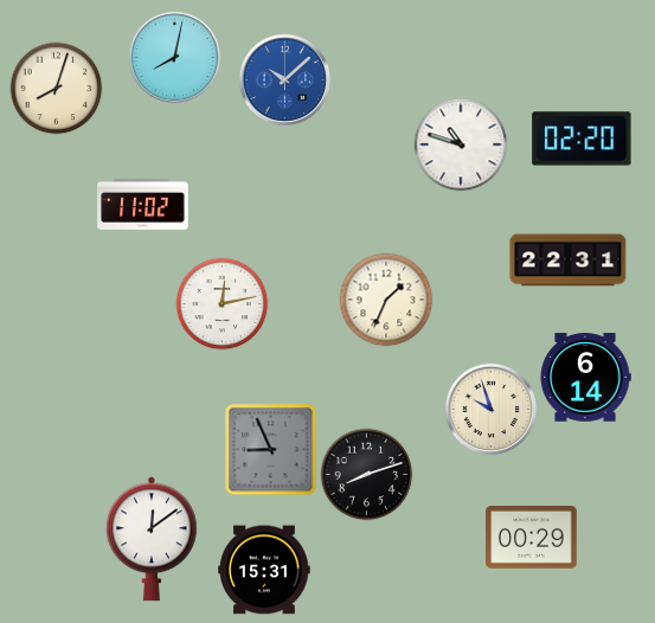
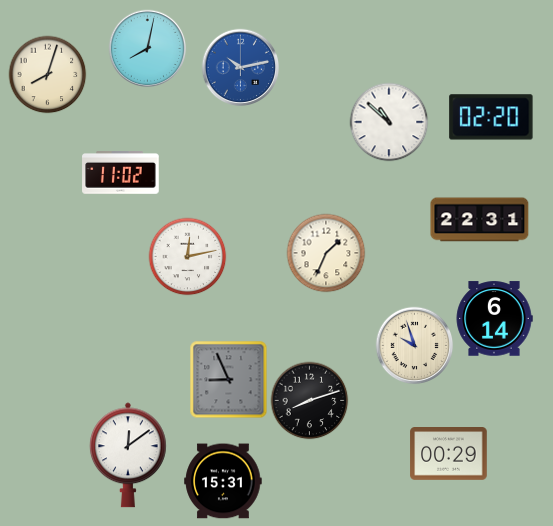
clock at (284, 79): 10:08 -> 10:13
clock at (461, 144): 10:48 -> 10:52
